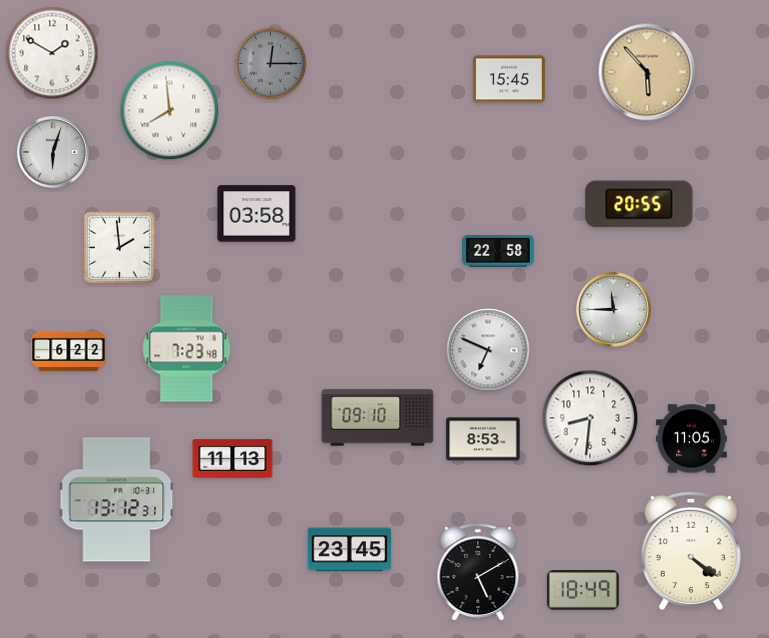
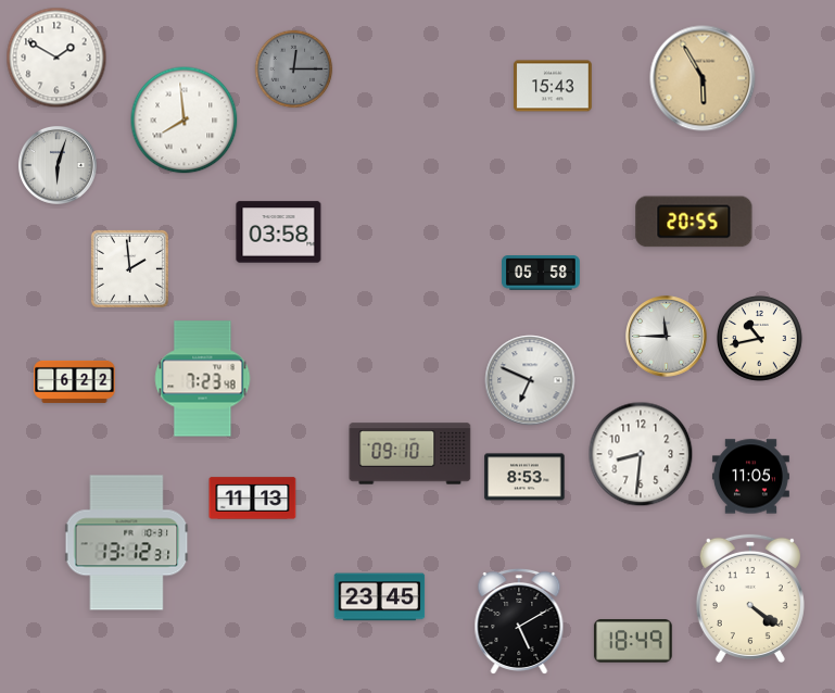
clock at (647, 72): 5:53 -> 5:55
clock at (510, 79): 15:45 -> 15:43
clock at (498, 251): 22:58 -> 05:58
clock at (760, 339): none -> 10:43
